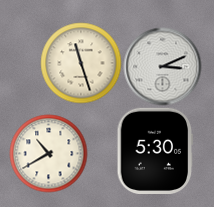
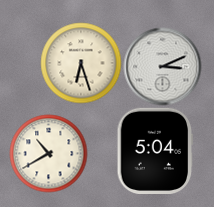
clock at (81, 63): 11:27 -> 6:27
clock at (155, 150): 5:30 -> 5:04
